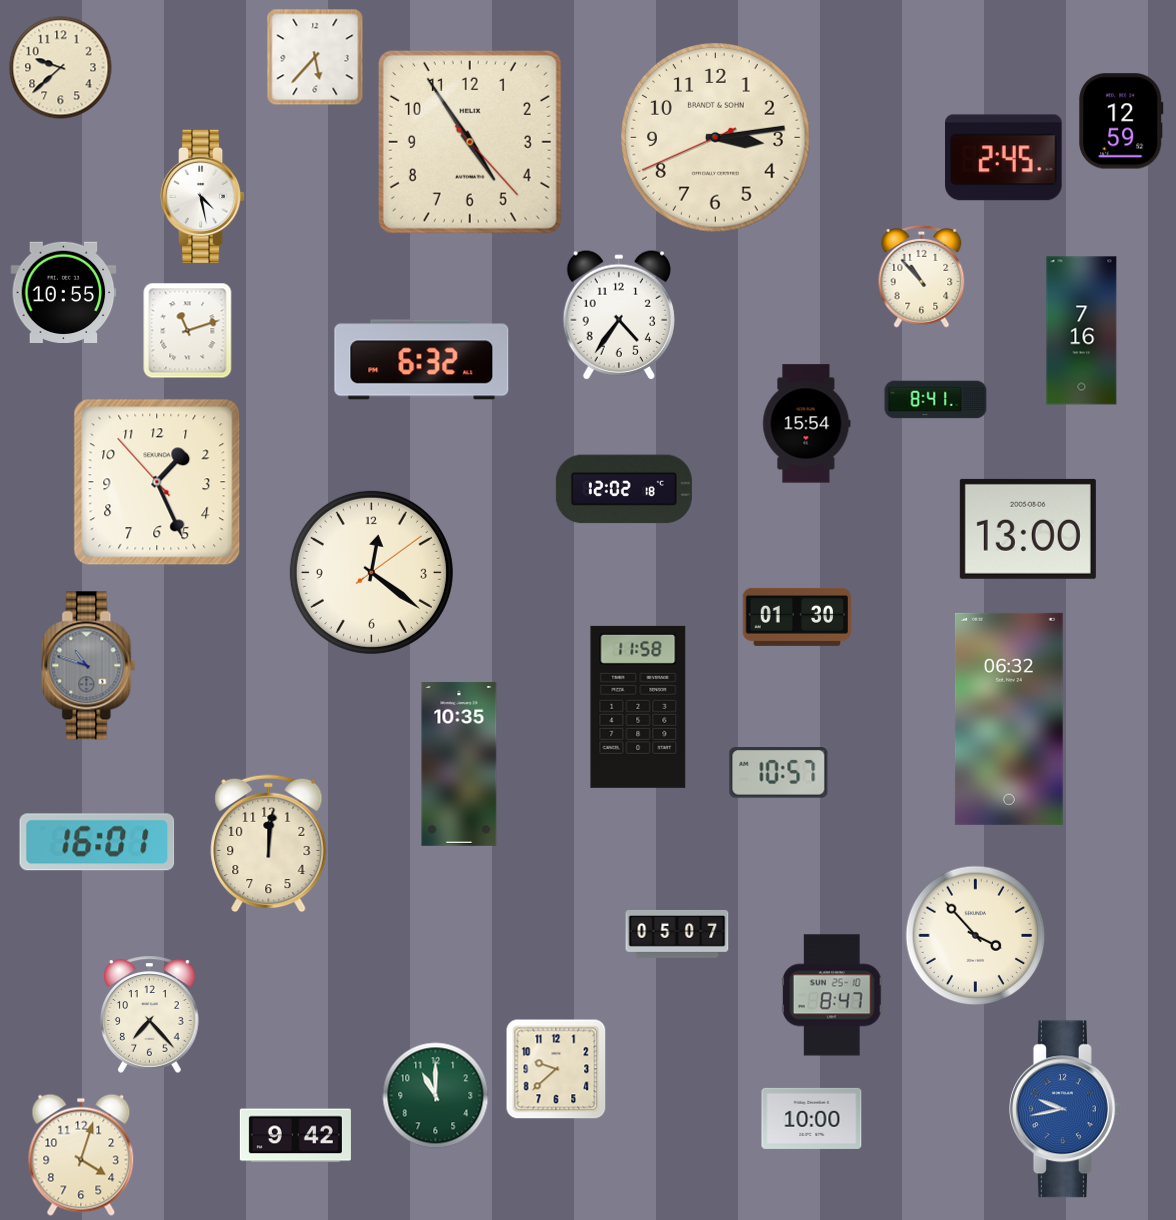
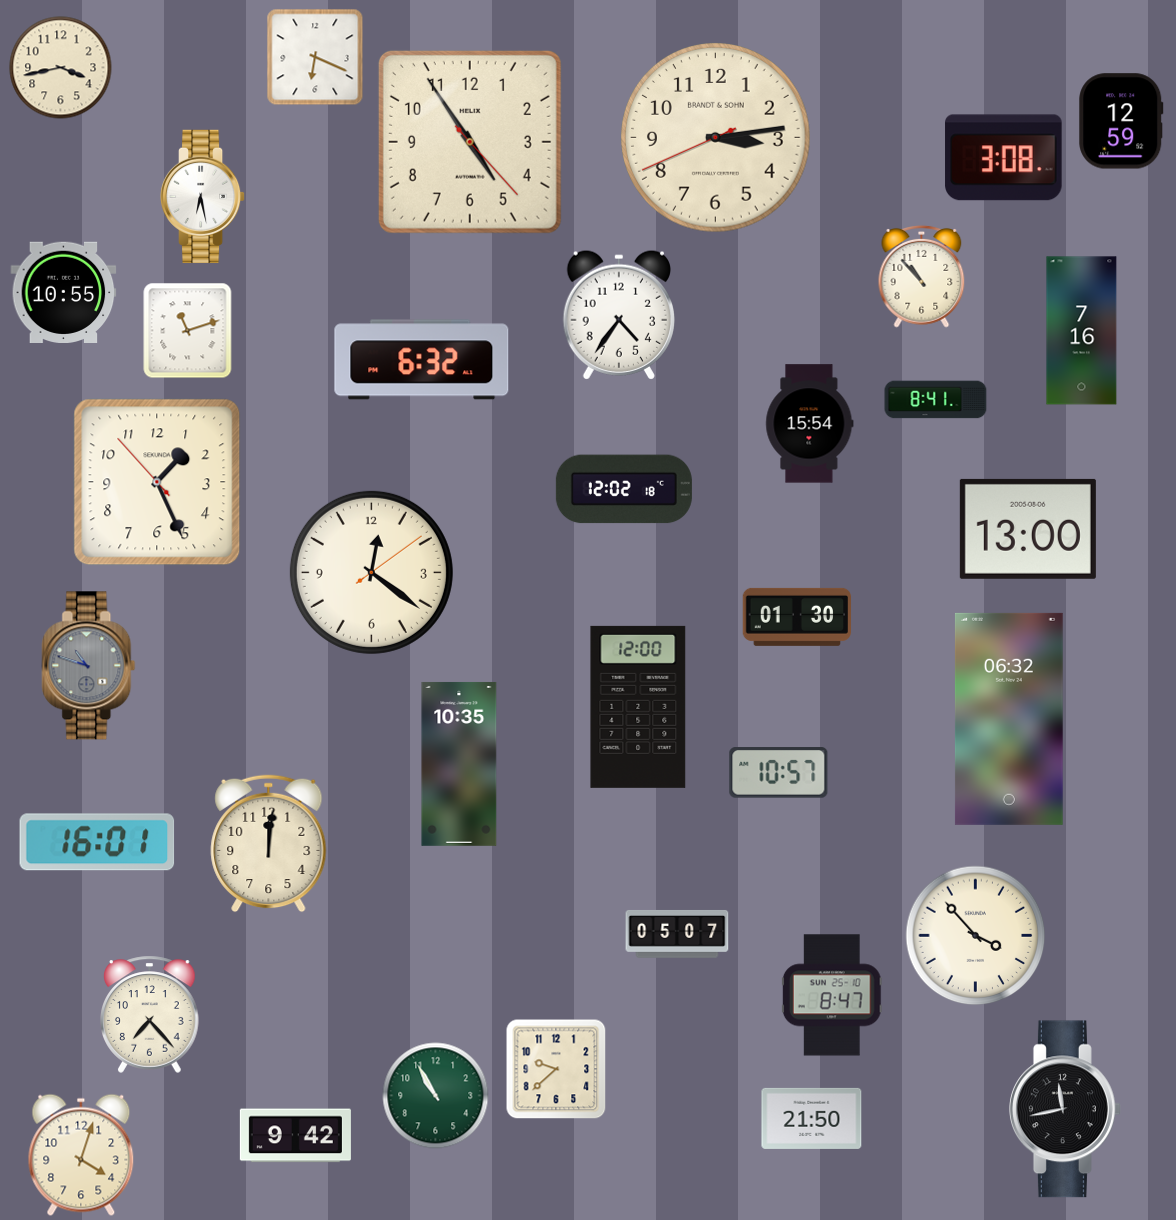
clock at (315, 57): 5:37 -> 6:19
clock at (61, 68): 9:38 -> 3:43
clock at (1004, 158): 2:45 -> 3:08
clock at (203, 196): 4:28 -> 6:28
clock at (807, 424) position: (807, 424) -> (810, 424)
clock at (638, 707): 11:58 -> 12:00
clock at (436, 1096): 11:00 -> 10:55
clock at (1066, 1109): 9:43 -> 11:43
clock at (1066, 1109) dial: blue -> black
clock at (812, 1118): 10:00 -> 21:50
